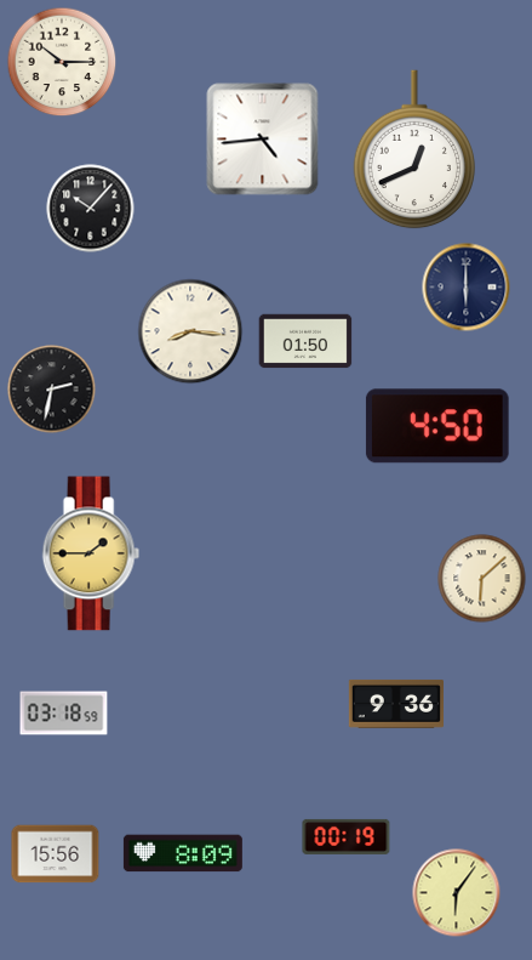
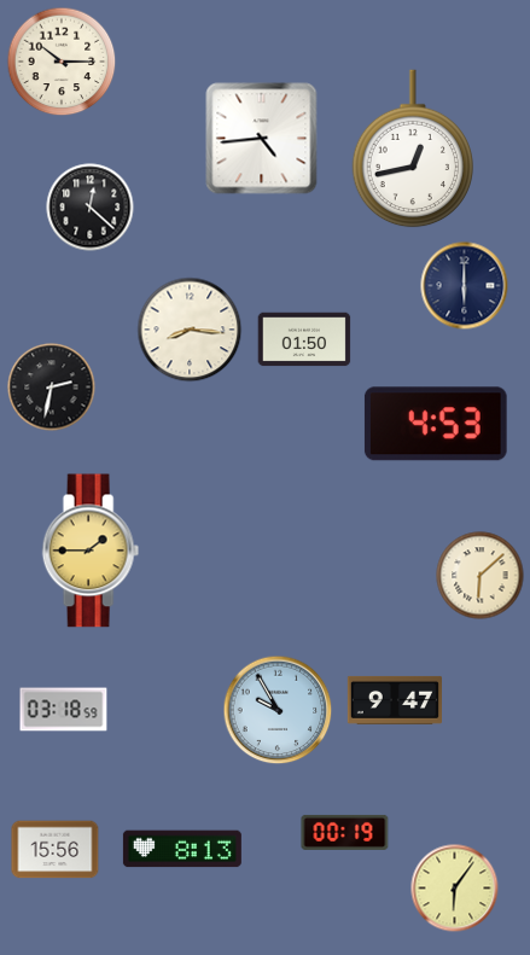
clock at (413, 149): 12:41 -> 12:43
clock at (91, 209): 10:07 -> 12:22
clock at (437, 426): 4:50 -> 4:53
clock at (395, 704): 9:36 -> 9:47
clock at (278, 710): none -> 9:55
clock at (183, 853): 8:09 -> 8:13
